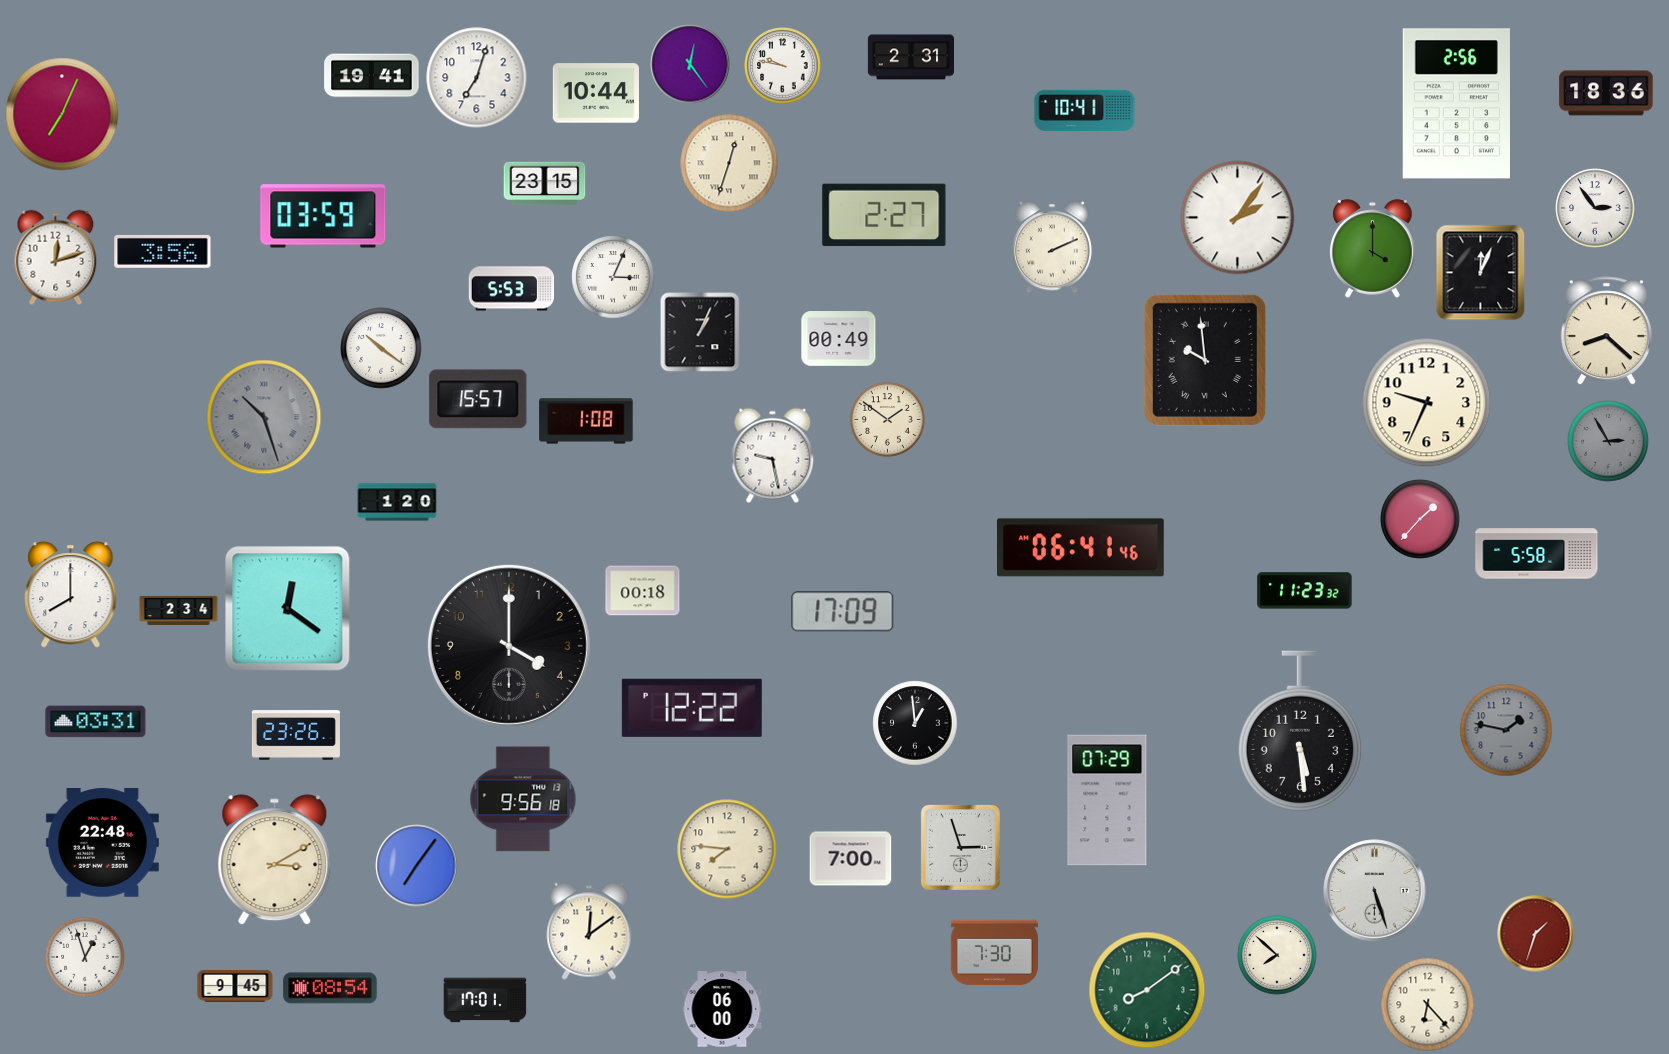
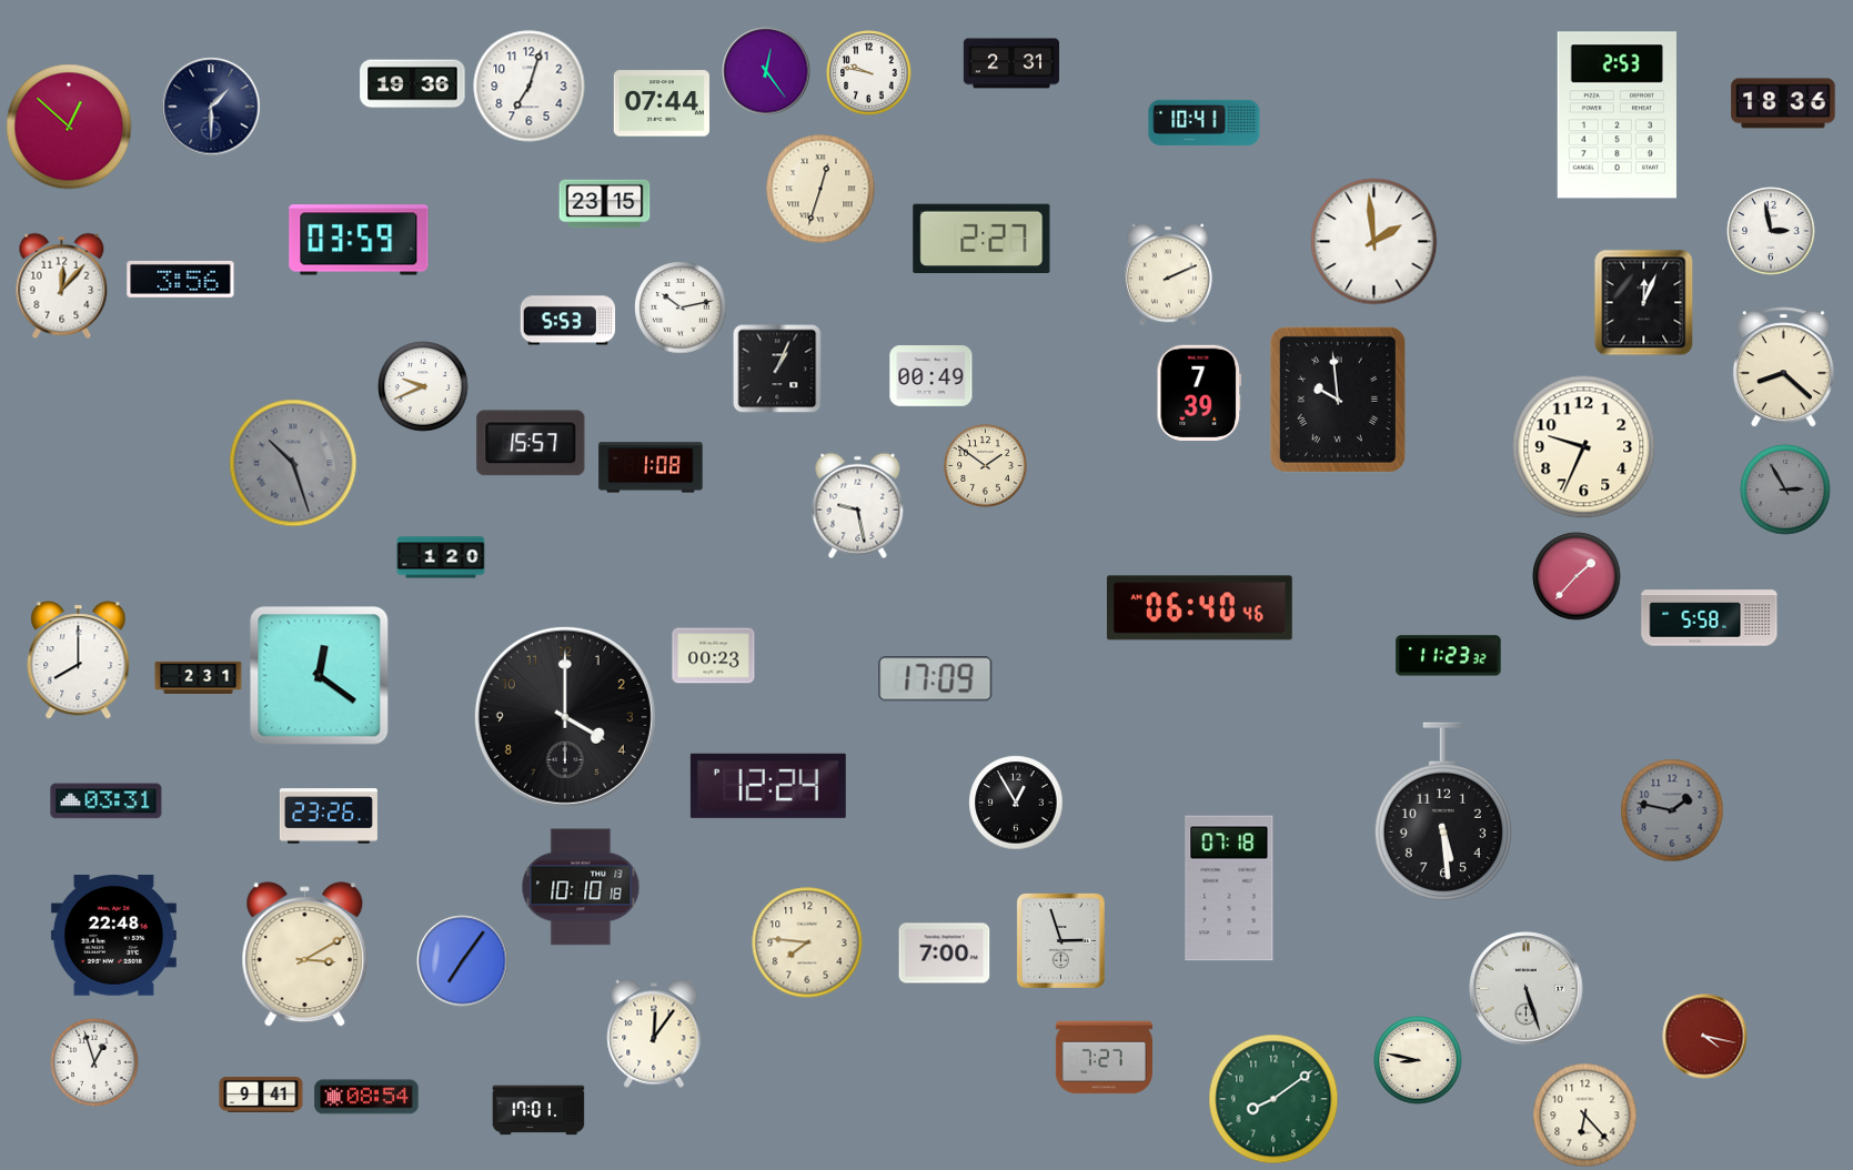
clock at (372, 76): 19:41 -> 19:36
clock at (596, 93): 10:44 -> 07:44
clock at (211, 107): none -> 1:30
clock at (1456, 104): 2:56 -> 2:53
clock at (62, 114): 7:04 -> 12:52
clock at (729, 163) position: (729, 163) -> (820, 189)
clock at (1595, 208): 2:54 -> 2:58
clock at (1238, 218): 2:06 -> 1:59
clock at (1373, 249): 4:00 -> none
clock at (56, 258): 12:12 -> 12:07
clock at (613, 277): 3:04 -> 10:13
clock at (381, 348): 10:21 -> 9:41
clock at (1199, 393): none -> 7:39
clock at (1080, 548): 06:41 -> 06:40
clock at (1537, 554) position: (1537, 554) -> (1710, 618)
clock at (643, 591): 00:18 -> 00:23
clock at (179, 610): 2:34 -> 2:31
clock at (692, 708): 12:22 -> 12:24
clock at (915, 723): 12:59 -> 12:55
clock at (523, 799): 9:56 -> 10:10
clock at (1107, 800): 07:29 -> 07:18
clock at (960, 847) position: (960, 847) -> (1060, 940)
clock at (589, 931): 12:09 -> 12:06
clock at (1536, 934): 1:33 -> 4:17
clock at (994, 953): 7:30 -> 7:27
clock at (1277, 955): 7:52 -> 8:47
clock at (235, 986): 9:45 -> 9:41
clock at (722, 1009): 06:00 -> none
